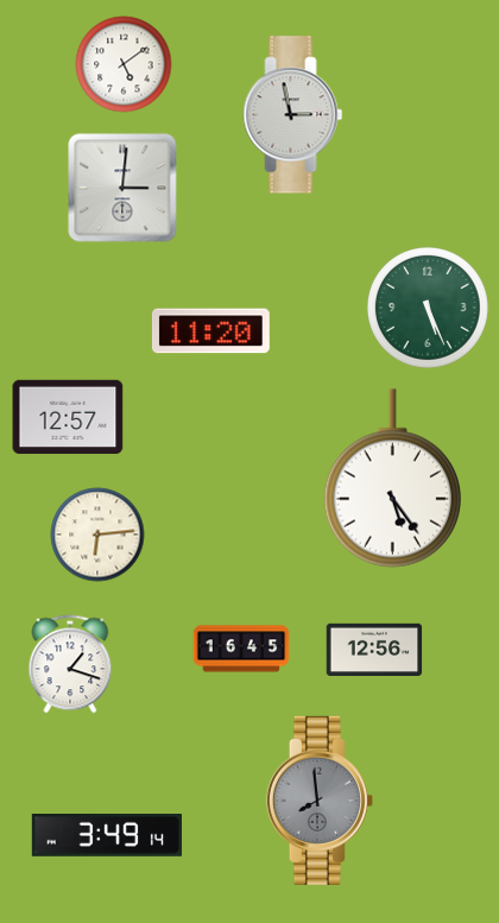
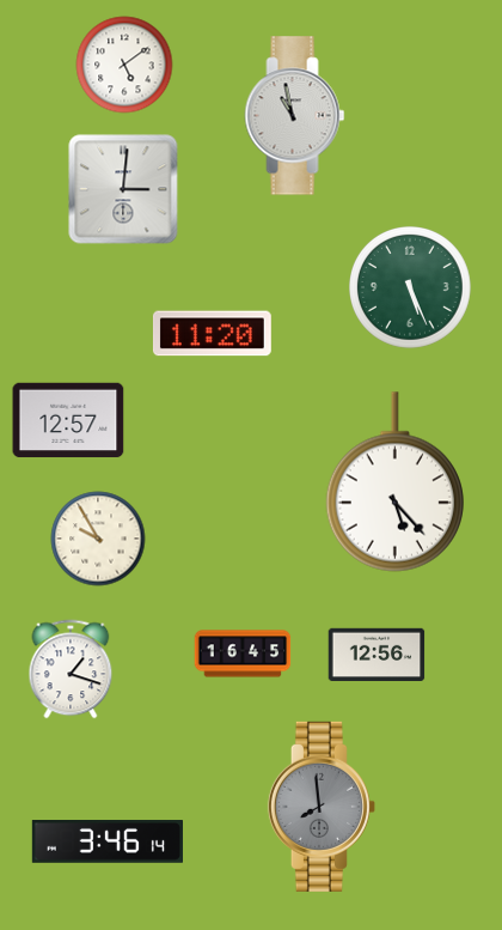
clock at (293, 115): 2:58 -> 10:58
clock at (429, 309) position: (429, 309) -> (411, 288)
clock at (392, 479): 5:24 -> 5:23
clock at (97, 535): 6:14 -> 9:55
clock at (106, 836): 3:49 -> 3:46
